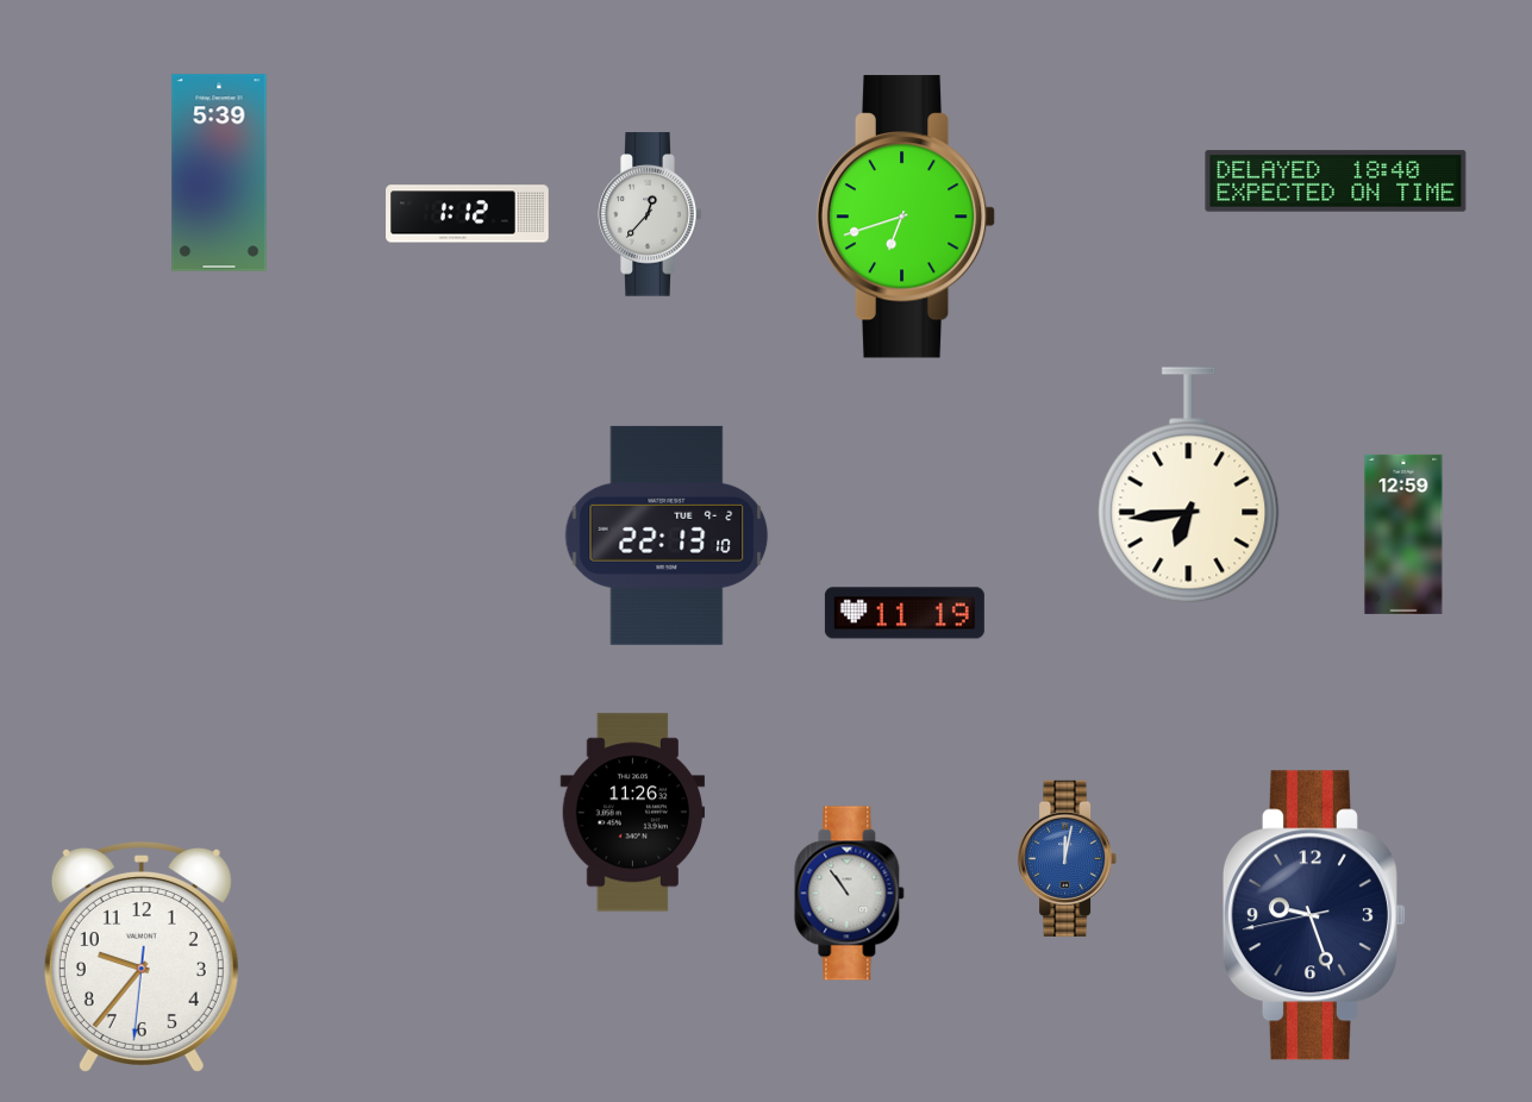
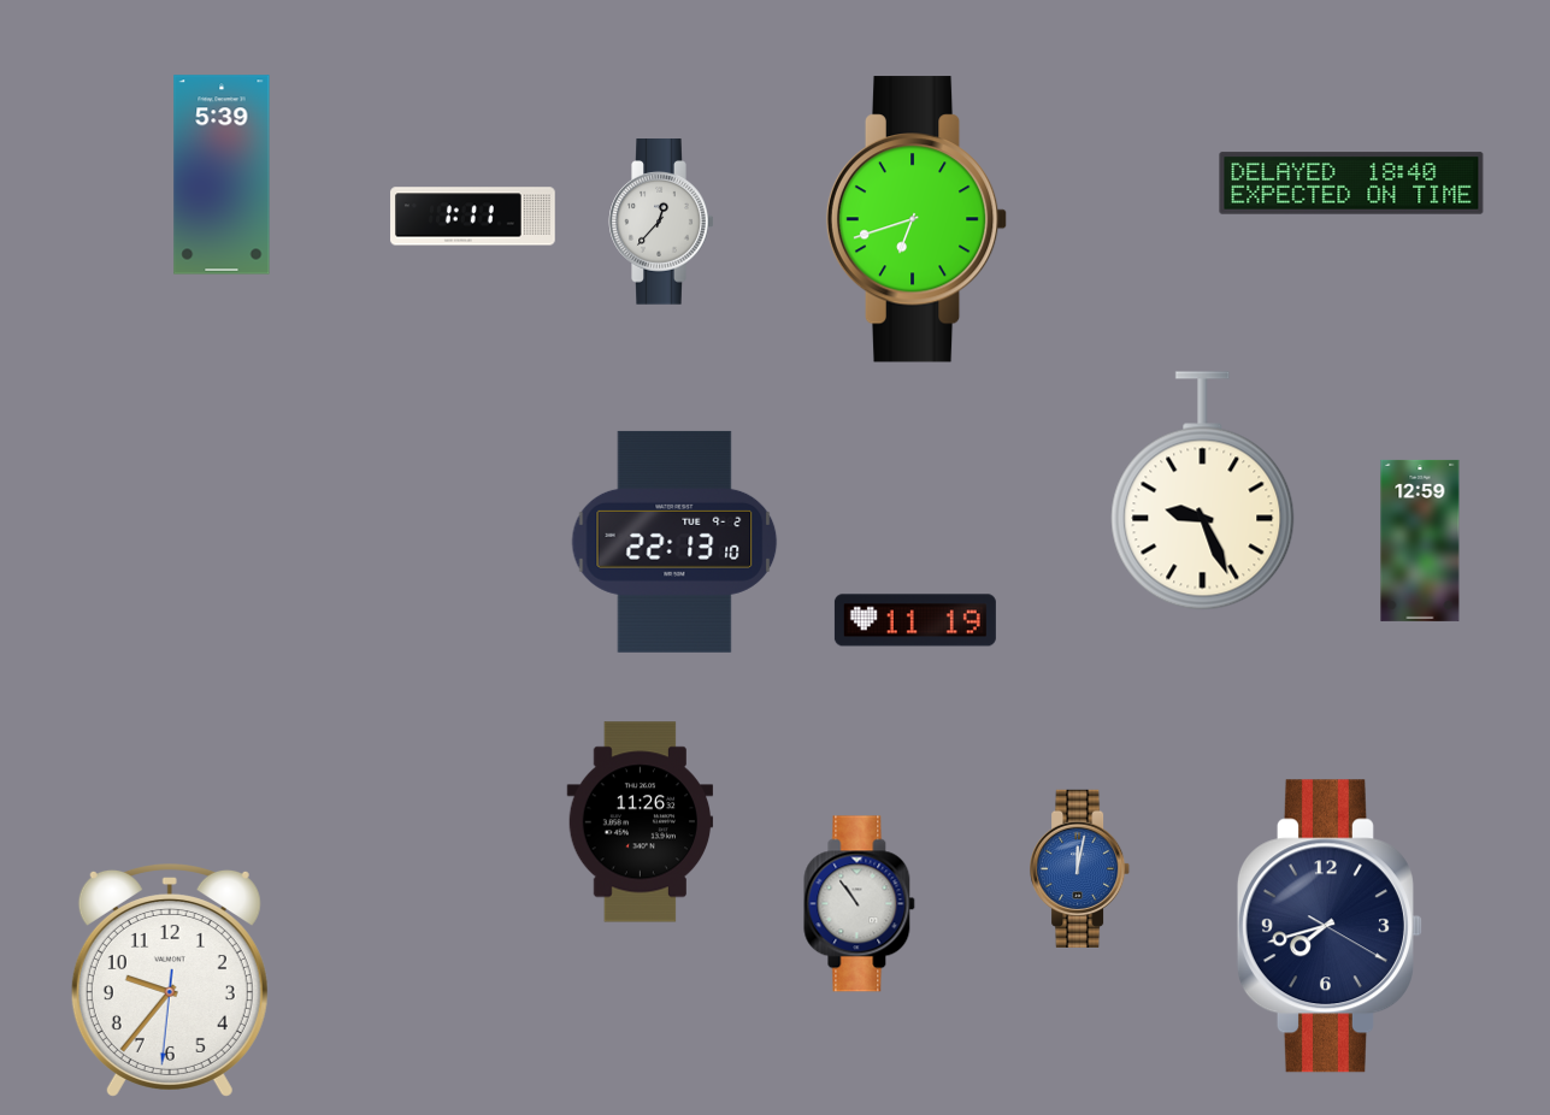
clock at (468, 214): 1:12 -> 1:11
clock at (650, 214) position: (650, 214) -> (661, 222)
clock at (1189, 486): 6:44 -> 9:26
clock at (1314, 915): 9:26 -> 7:42
clock at (142, 958) position: (142, 958) -> (170, 981)
